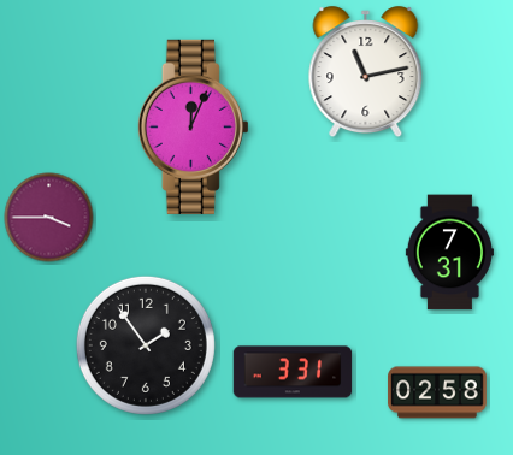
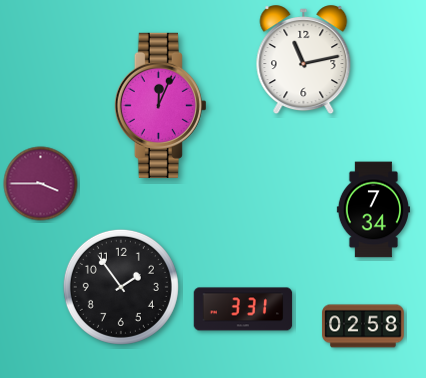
clock at (49, 218) position: (49, 218) -> (41, 184)
clock at (449, 253): 7:31 -> 7:34
